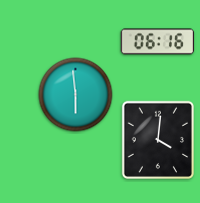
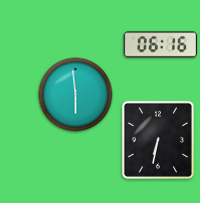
clock at (158, 42) position: (158, 42) -> (161, 45)
clock at (157, 140): 4:01 -> 6:32
